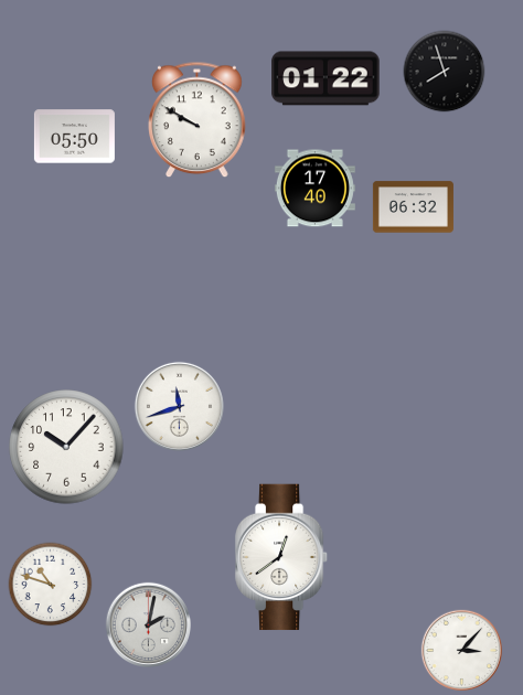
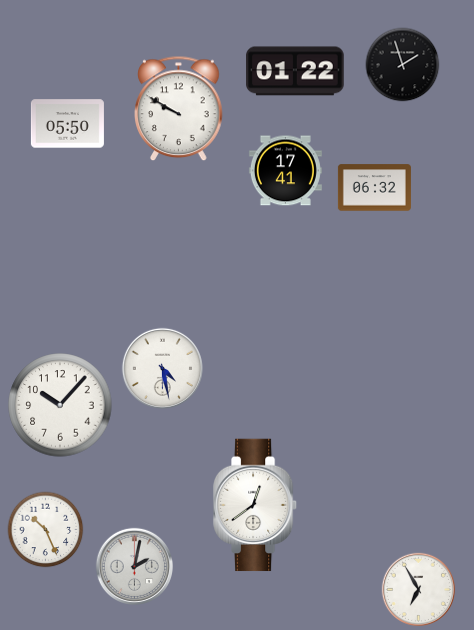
clock at (445, 72): 7:57 -> 1:57
clock at (314, 189): 17:40 -> 17:41
clock at (179, 406): 11:42 -> 4:28
clock at (51, 585): 10:48 -> 10:26
clock at (462, 651): 3:07 -> 6:55
